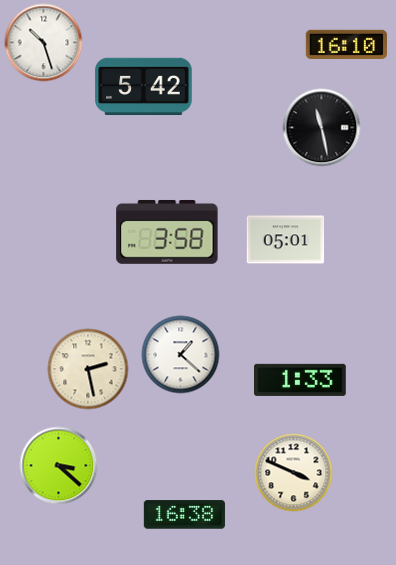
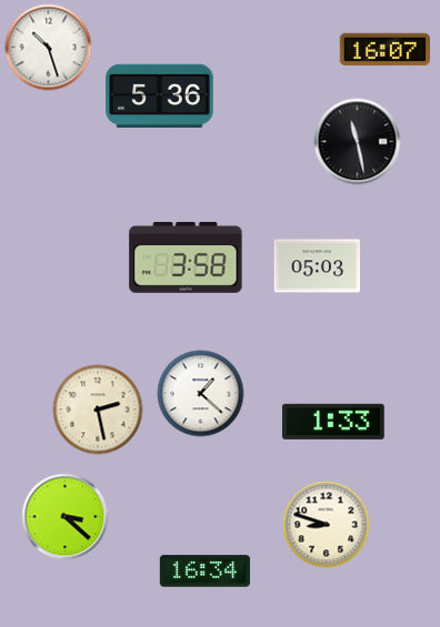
clock at (346, 44): 16:10 -> 16:07
clock at (144, 87): 5:42 -> 5:36
clock at (285, 240): 05:01 -> 05:03
clock at (293, 472): 3:49 -> 8:48
clock at (184, 515): 16:38 -> 16:34
